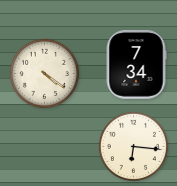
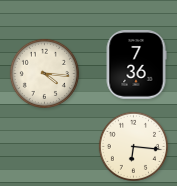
clock at (136, 65): 7:34 -> 7:36
clock at (44, 73): 4:21 -> 4:16
